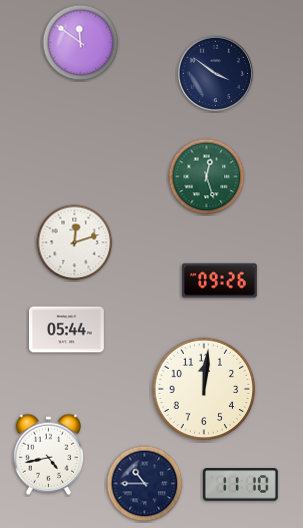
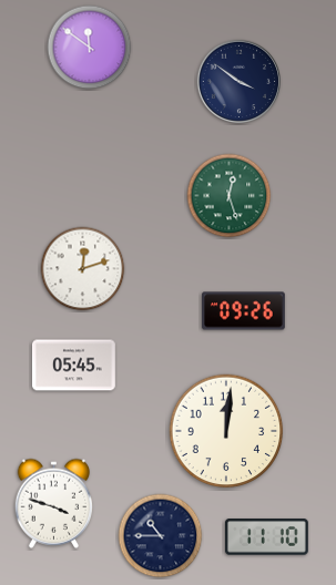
clock at (66, 330): 05:44 -> 05:45
clock at (49, 454): 4:43 -> 3:48
